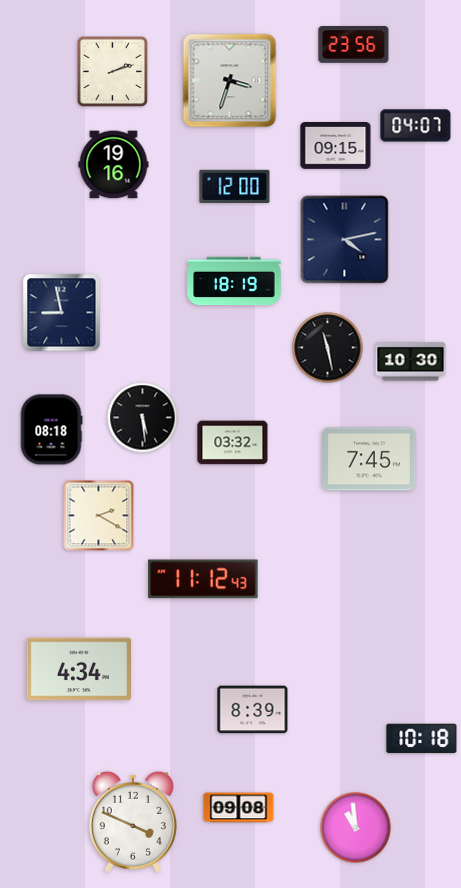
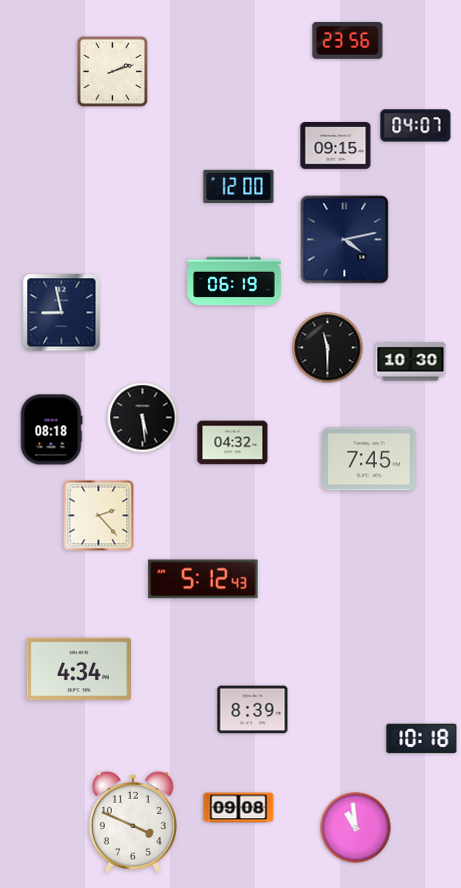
clock at (354, 45) position: (354, 45) -> (348, 41)
clock at (230, 81): 3:33 -> none
clock at (114, 165): 19:16 -> none
clock at (235, 187) position: (235, 187) -> (239, 187)
clock at (234, 281): 18:19 -> 06:19
clock at (328, 348): 11:28 -> 11:30
clock at (233, 443): 03:32 -> 04:32
clock at (99, 516): 2:20 -> 2:23
clock at (203, 579): 11:12 -> 5:12
